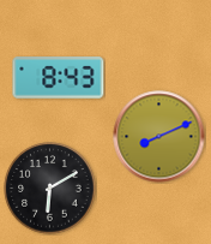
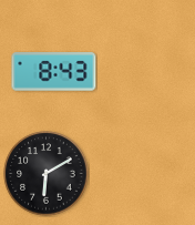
clock at (159, 137): 8:11 -> none
